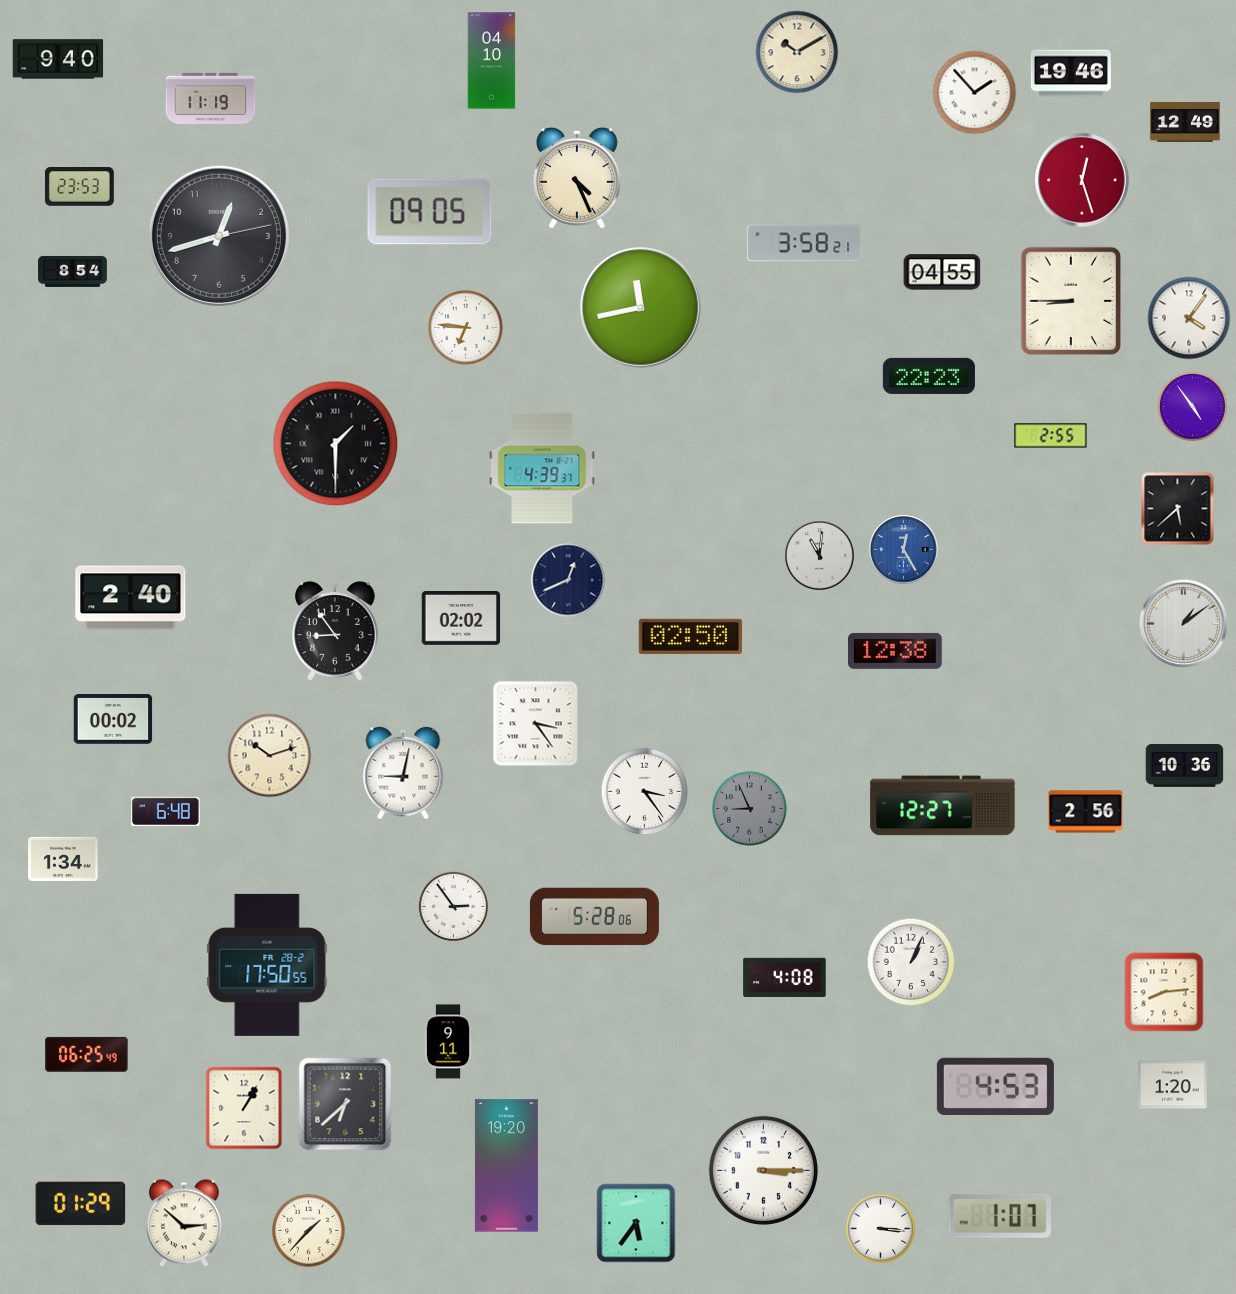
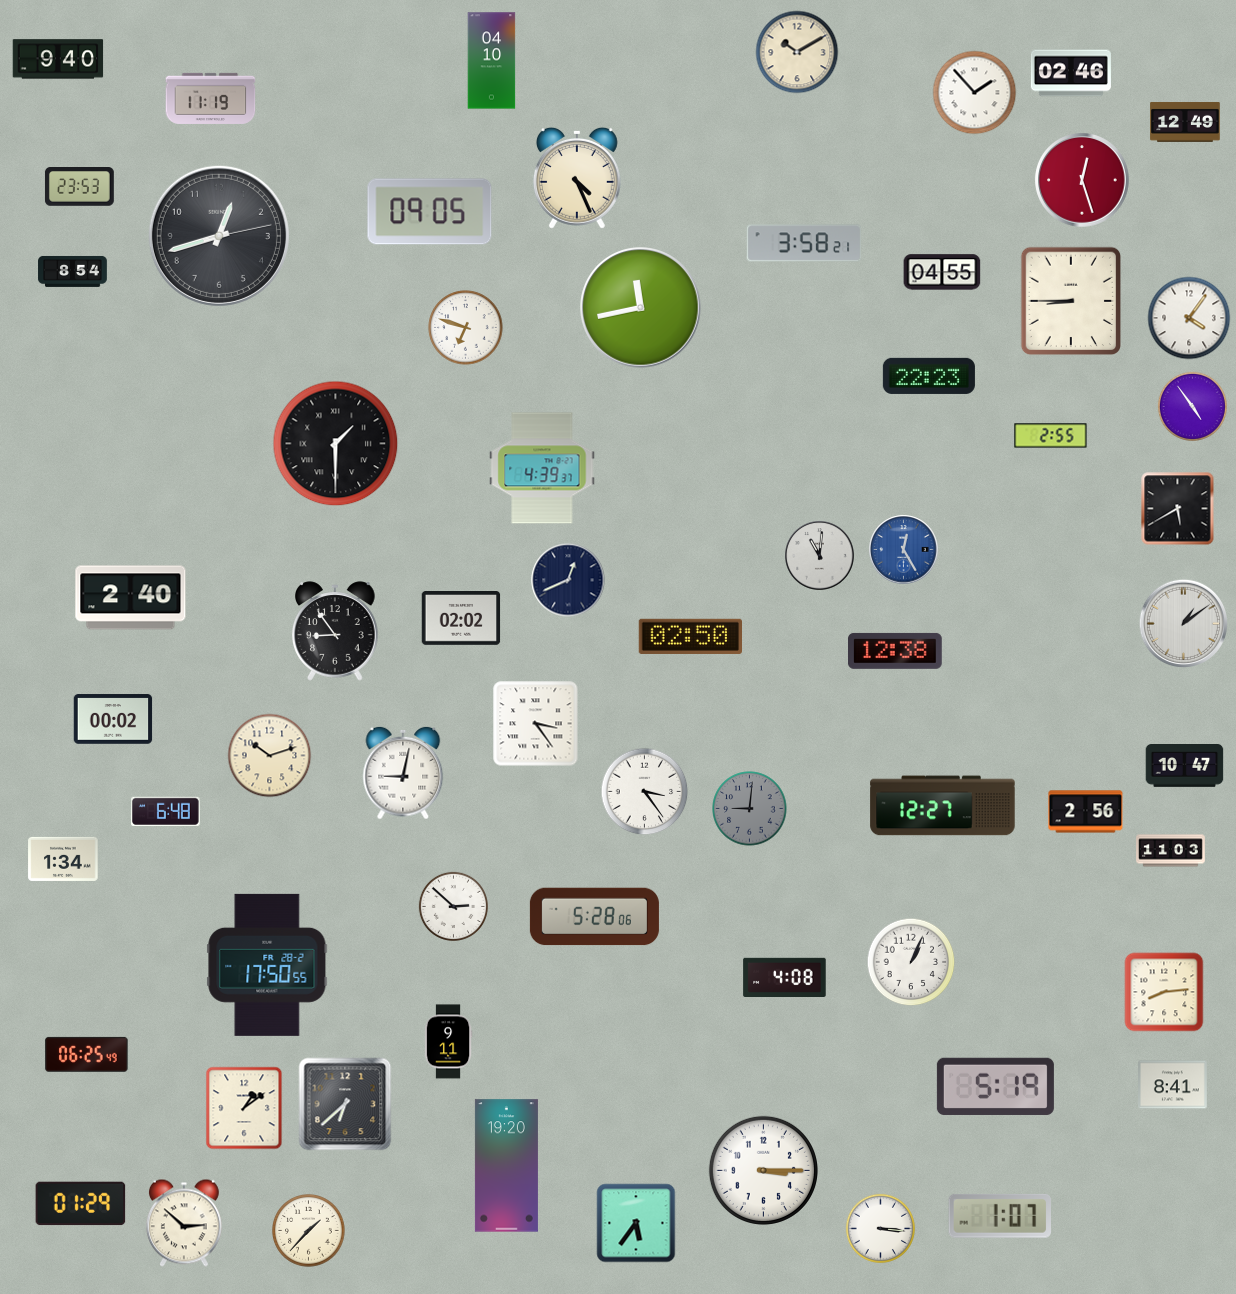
clock at (1071, 73): 19:46 -> 02:46
clock at (466, 328): 6:46 -> 6:48
clock at (1178, 509): 5:38 -> 5:40
clock at (1185, 766): 10:36 -> 10:47
clock at (750, 809): 8:56 -> 9:01
clock at (1171, 851): none -> 11:03
clock at (453, 906): 2:54 -> 2:52
clock at (1173, 1085): 1:20 -> 8:41
clock at (995, 1086): 4:53 -> 5:19
clock at (244, 1108): 1:05 -> 1:09
